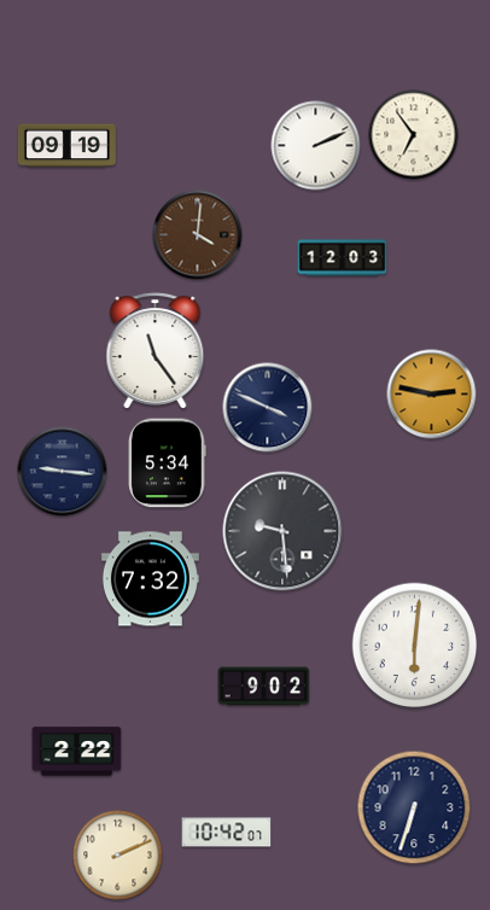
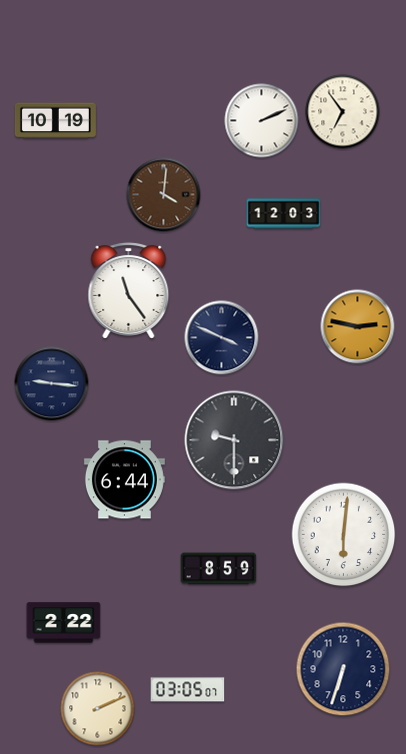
clock at (66, 146): 09:19 -> 10:19
clock at (167, 463): 5:34 -> none
clock at (63, 472) position: (63, 472) -> (52, 384)
clock at (282, 531): 9:29 -> 9:30
clock at (150, 579): 7:32 -> 6:44
clock at (264, 687): 9:02 -> 8:59
clock at (227, 833): 10:42 -> 03:05
